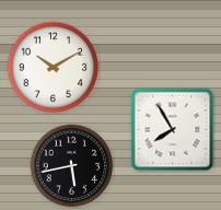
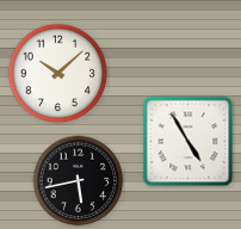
clock at (54, 68): 10:10 -> 10:08
clock at (173, 130): 7:55 -> 4:55
